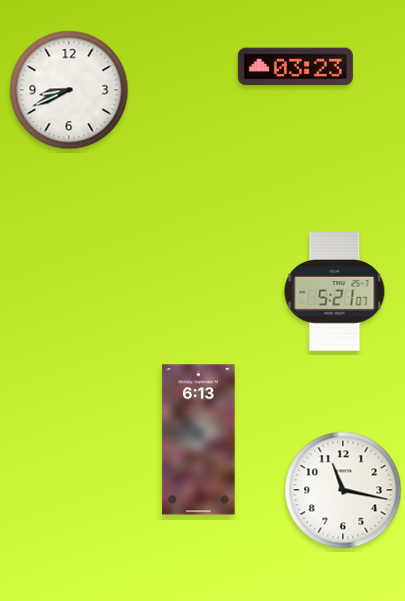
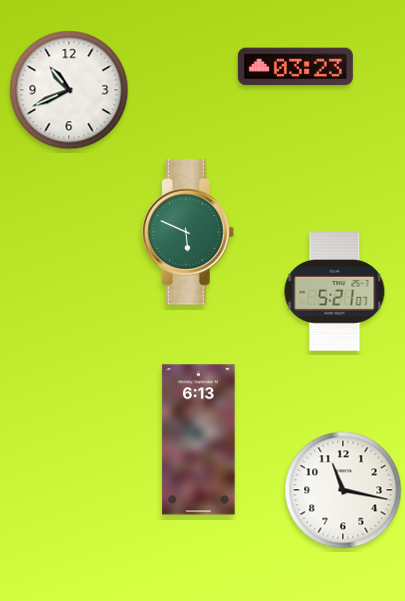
clock at (69, 90): 8:41 -> 10:41
clock at (189, 232): none -> 5:49
